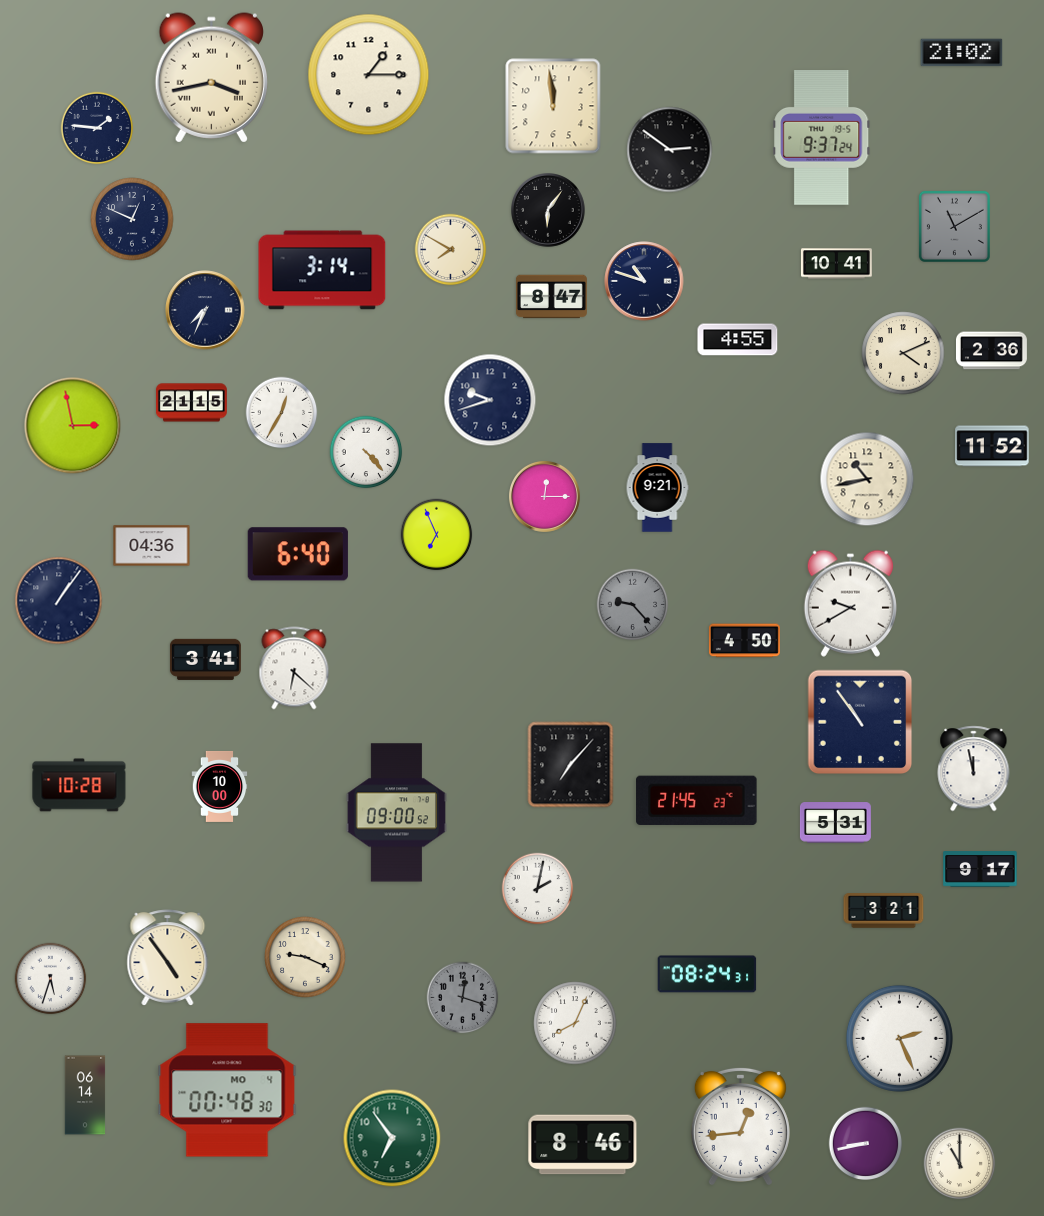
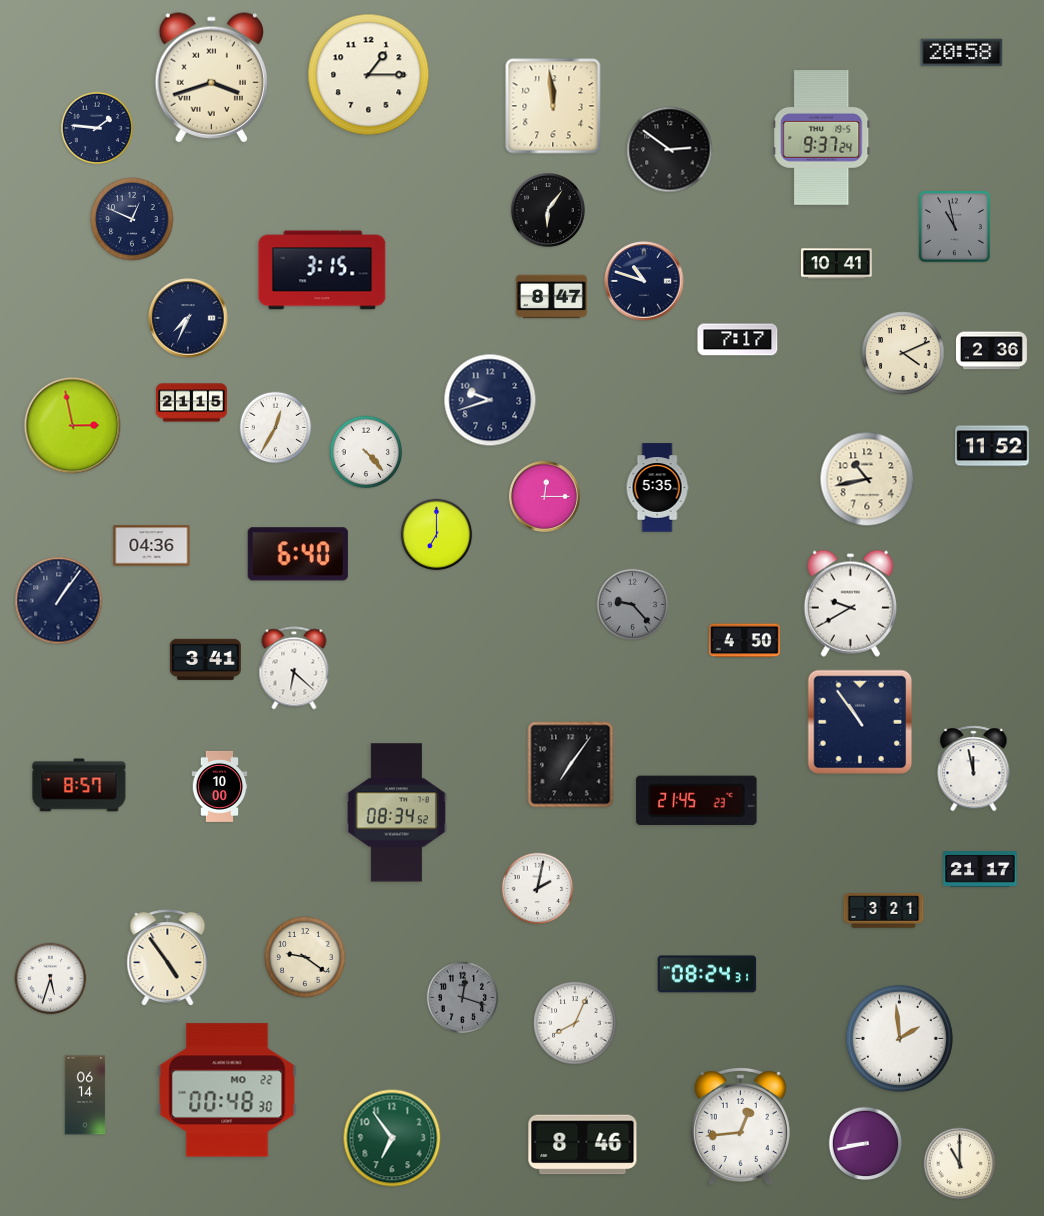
clock at (962, 53): 21:02 -> 20:58
clock at (211, 78): 3:43 -> 3:42
clock at (954, 226): 11:10 -> 10:58
clock at (451, 250): 7:50 -> none
clock at (322, 270): 3:14 -> 3:15
clock at (205, 310) position: (205, 310) -> (188, 318)
clock at (738, 340): 4:55 -> 7:17
clock at (282, 413) position: (282, 413) -> (276, 428)
clock at (657, 488): 9:21 -> 5:35
clock at (437, 535): 6:56 -> 7:00
clock at (571, 765): 7:07 -> 7:06
clock at (79, 785): 10:28 -> 8:57
clock at (396, 813): 09:00 -> 08:34
clock at (835, 823): 5:31 -> none
clock at (980, 869): 9:17 -> 21:17
clock at (305, 957): 9:19 -> 9:21
clock at (899, 1038): 2:26 -> 1:59
clock at (227, 1090) date: MO 4 -> MO 22
